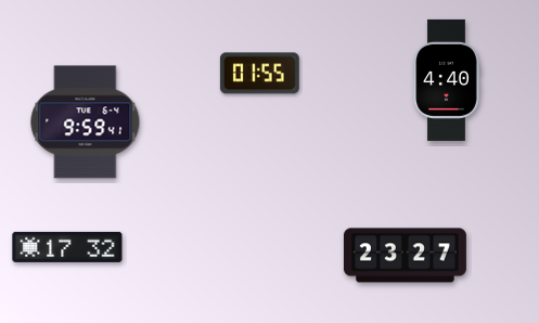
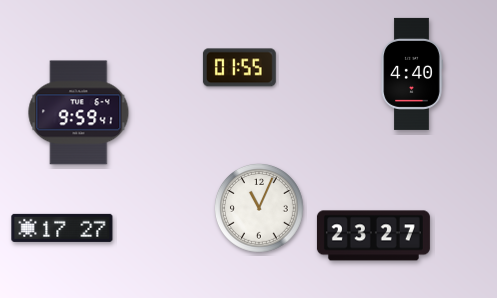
clock at (260, 209): none -> 11:04
clock at (67, 247): 17:32 -> 17:27
